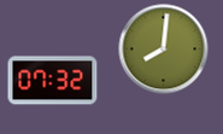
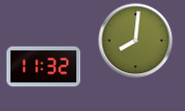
clock at (53, 81): 07:32 -> 11:32
